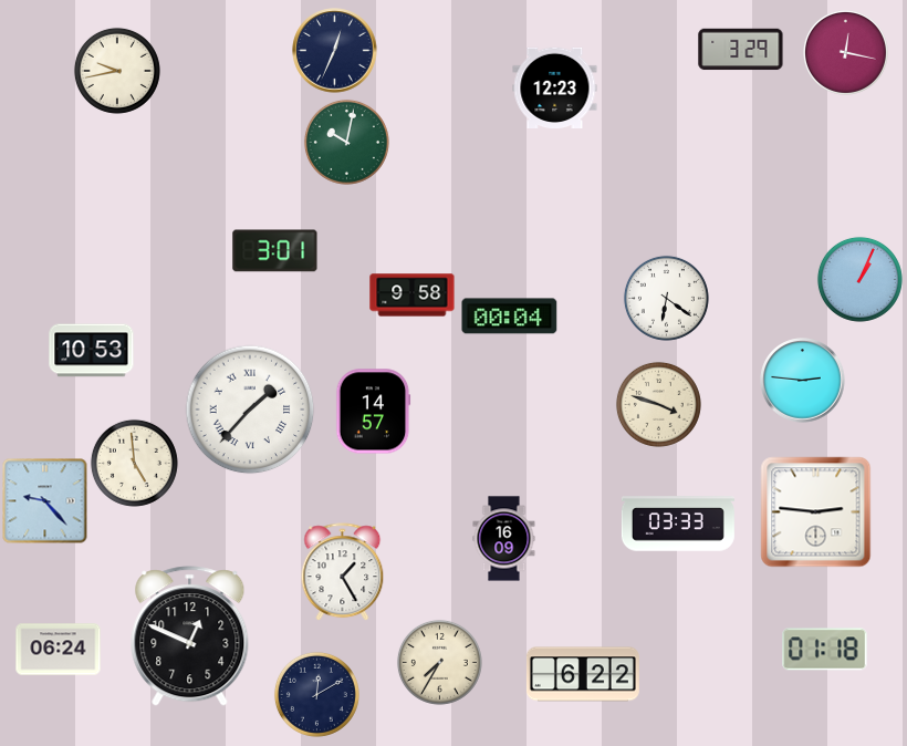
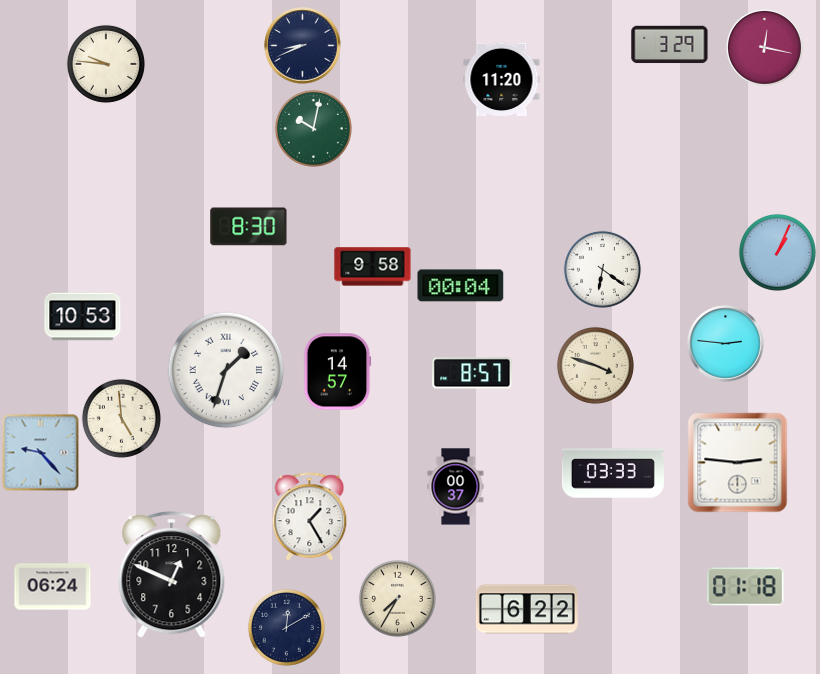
clock at (335, 51): 12:34 -> 8:41
clock at (117, 71): 9:43 -> 9:46
clock at (555, 87): 12:23 -> 11:20
clock at (275, 251): 3:01 -> 8:30
clock at (250, 410): 1:37 -> 1:33
clock at (472, 373): none -> 8:57
clock at (504, 539): 16:09 -> 00:37
